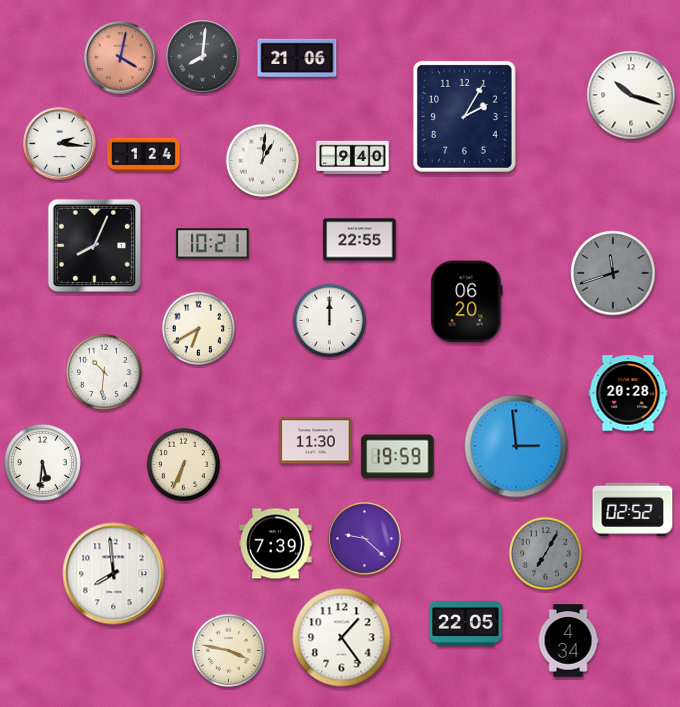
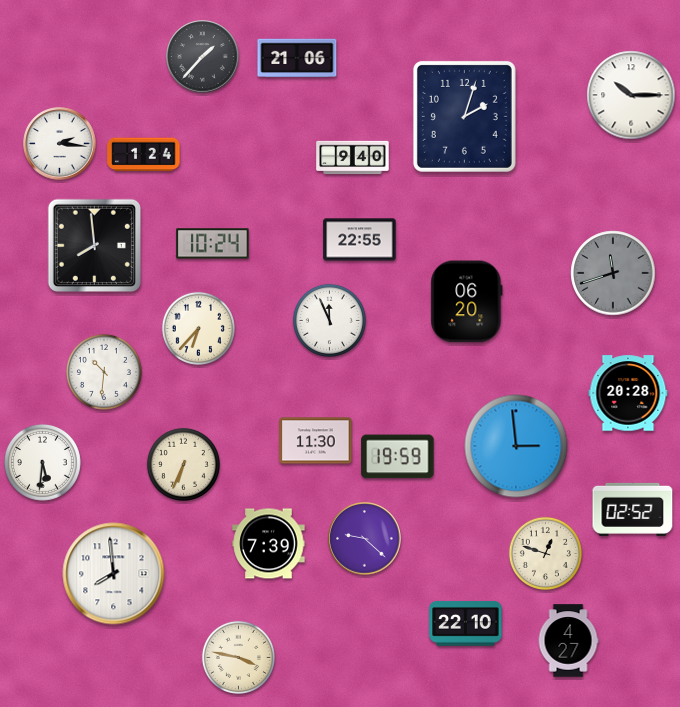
clock at (203, 57): 8:01 -> 1:37
clock at (121, 58): 4:02 -> none
clock at (631, 95): 10:18 -> 10:15
clock at (464, 116): 2:05 -> 2:03
clock at (262, 160): 1:01 -> none
clock at (213, 244): 10:21 -> 10:24
clock at (94, 245): 8:04 -> 7:59
clock at (329, 320): 12:00 -> 11:56
clock at (198, 328): 6:40 -> 6:37
clock at (276, 544) position: (276, 544) -> (269, 544)
clock at (545, 553): 7:05 -> 12:48
clock at (545, 553) dial: grey -> cream
clock at (466, 624): 22:05 -> 22:10
clock at (342, 638): 1:24 -> none
clock at (568, 641): 4:34 -> 4:27
clock at (228, 650) position: (228, 650) -> (238, 657)
